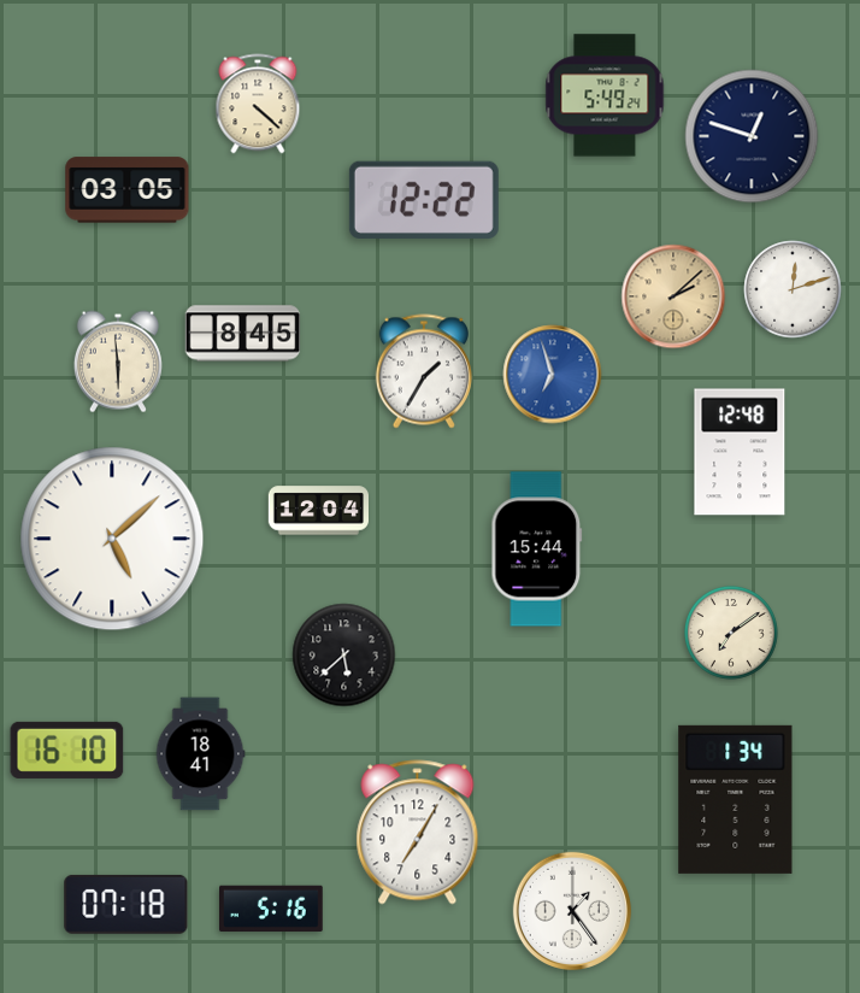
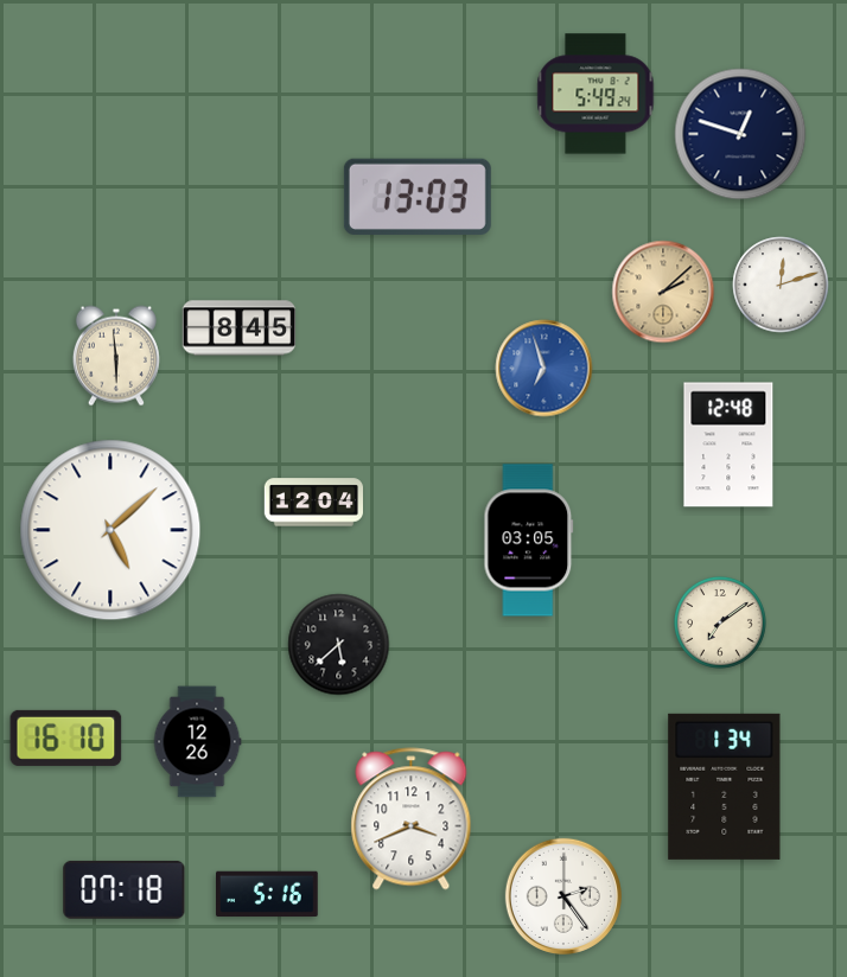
clock at (258, 104): 4:22 -> none
clock at (128, 190): 03:05 -> none
clock at (424, 200): 12:22 -> 13:03
clock at (424, 371): 1:35 -> none
clock at (537, 550): 15:44 -> 03:05
clock at (200, 754): 18:41 -> 12:26
clock at (418, 833): 7:05 -> 3:41
clock at (571, 910): 1:24 -> 2:24
